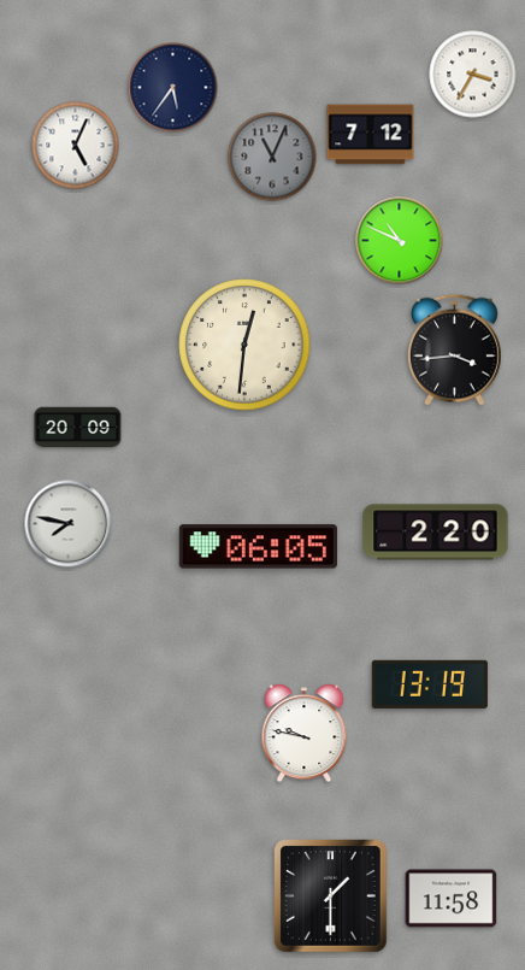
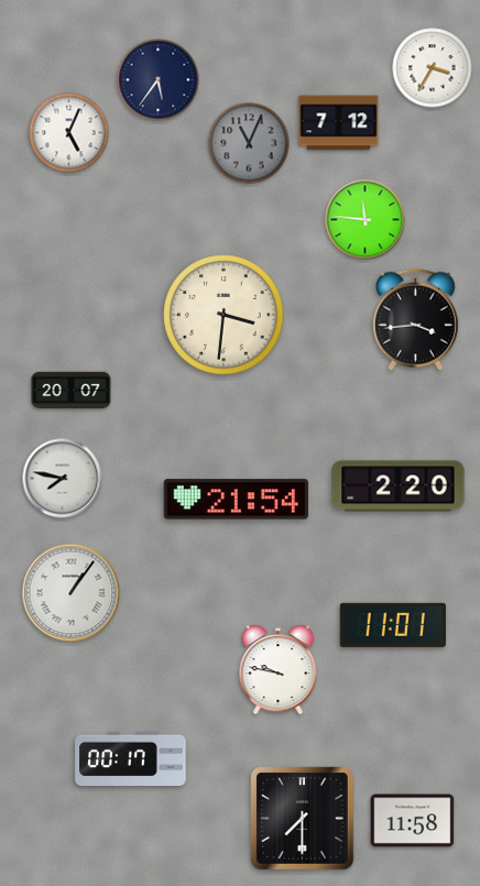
clock at (400, 241): 10:49 -> 11:46
clock at (244, 345): 12:31 -> 3:31
clock at (78, 428): 20:09 -> 20:07
clock at (258, 547): 06:05 -> 21:54
clock at (72, 593): none -> 1:06
clock at (430, 684): 13:19 -> 11:01
clock at (131, 758): none -> 00:17
clock at (331, 896): 1:30 -> 7:30
